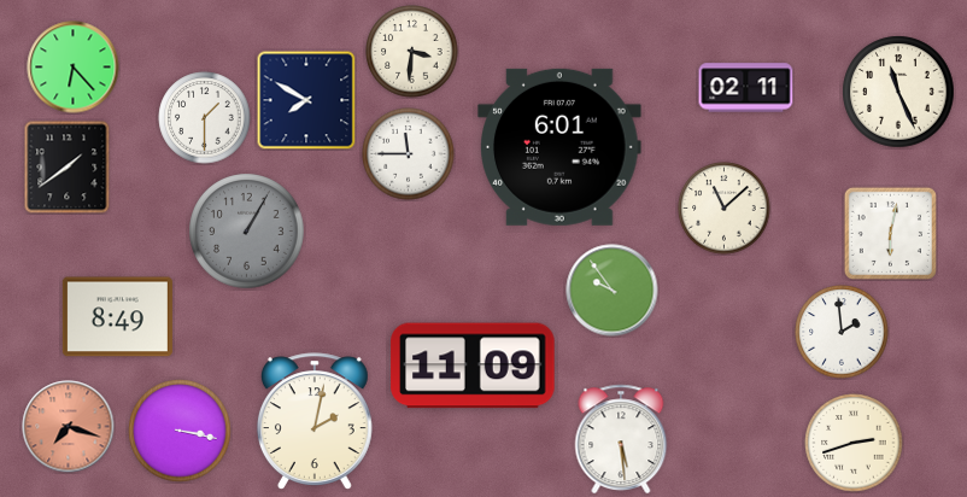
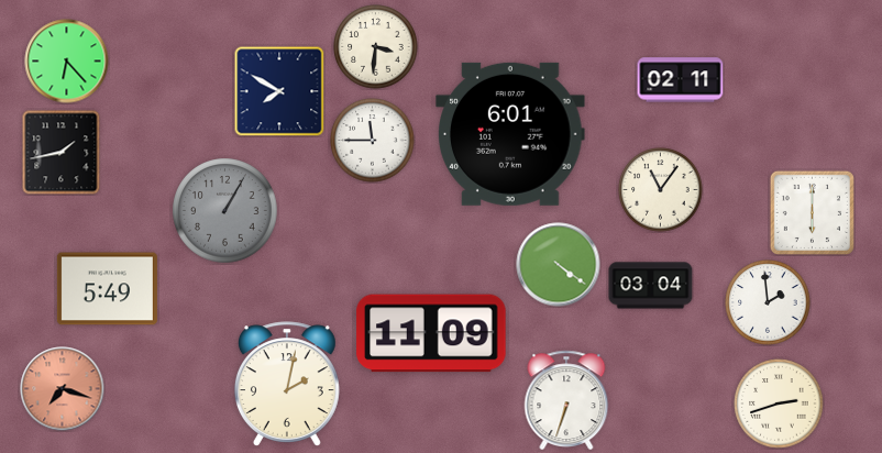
clock at (898, 92): 11:26 -> none
clock at (205, 118): 1:30 -> none
clock at (68, 166): 1:39 -> 1:43
clock at (725, 209): 11:08 -> 11:06
clock at (890, 233): 6:02 -> 6:00
clock at (613, 291): 9:54 -> 4:21
clock at (651, 286): none -> 03:04
clock at (117, 317): 8:49 -> 5:49
clock at (180, 431): 3:17 -> none
clock at (621, 439): 5:29 -> 6:33
